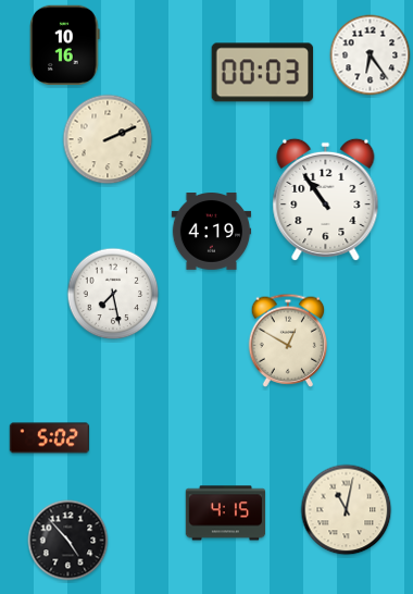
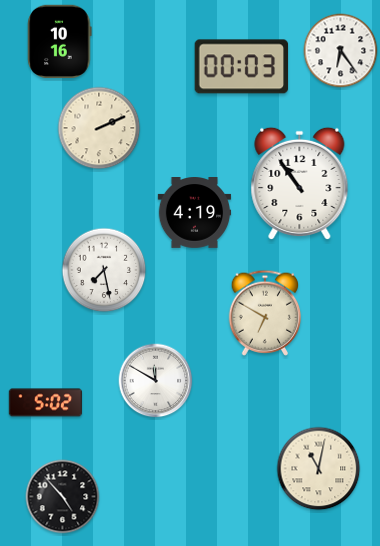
clock at (288, 341): 12:50 -> 6:50
clock at (156, 381): none -> 11:50
clock at (226, 513): 4:15 -> none
